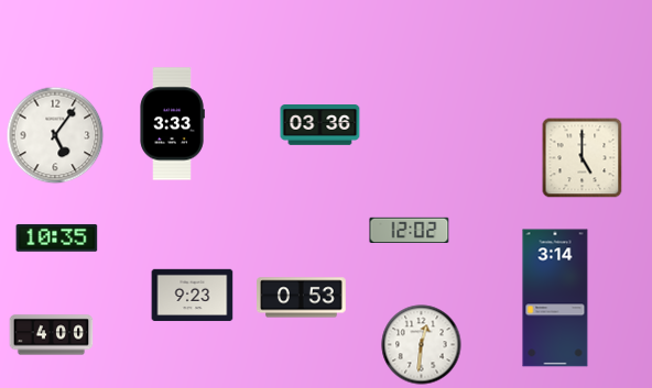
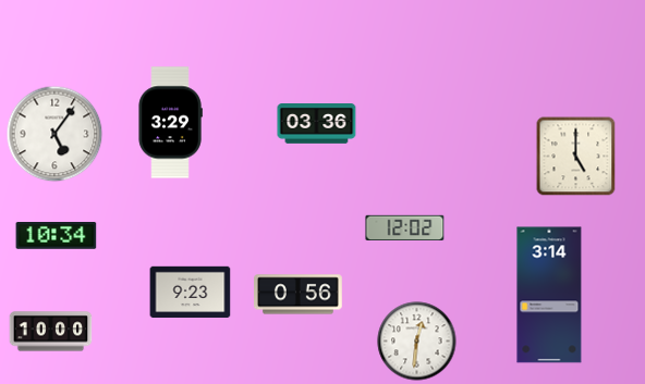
clock at (172, 124): 3:33 -> 3:29
clock at (57, 239): 10:35 -> 10:34
clock at (302, 298): 0:53 -> 0:56
clock at (52, 335): 4:00 -> 10:00
